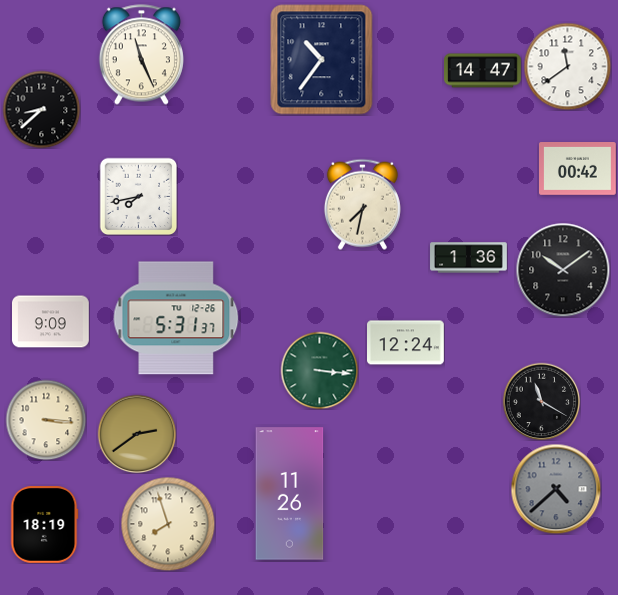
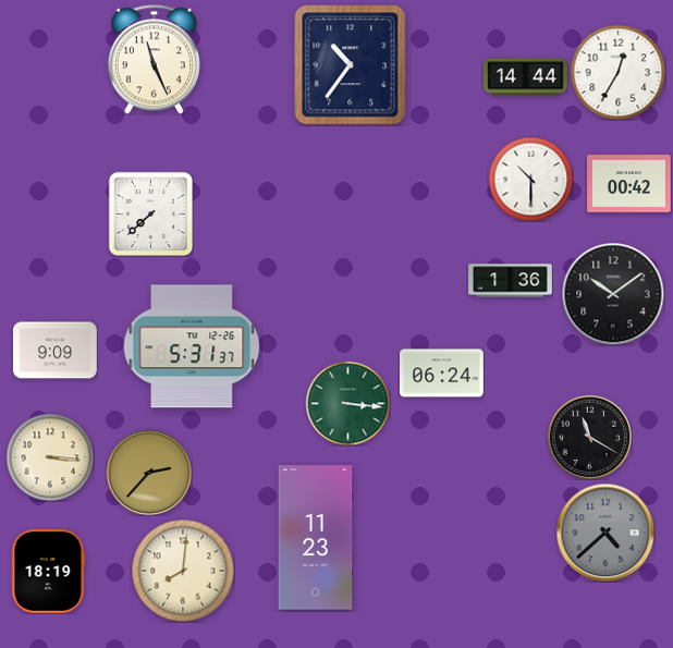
clock at (567, 66): 11:39 -> 12:35
clock at (483, 71): 14:47 -> 14:44
clock at (41, 109): 8:38 -> none
clock at (530, 179): none -> 10:30
clock at (138, 196): 7:43 -> 7:38
clock at (362, 204): 7:32 -> none
clock at (406, 343): 12:24 -> 06:24
clock at (137, 434): 2:39 -> 2:37
clock at (290, 494): 11:26 -> 11:23
clock at (168, 524): 7:57 -> 8:01
